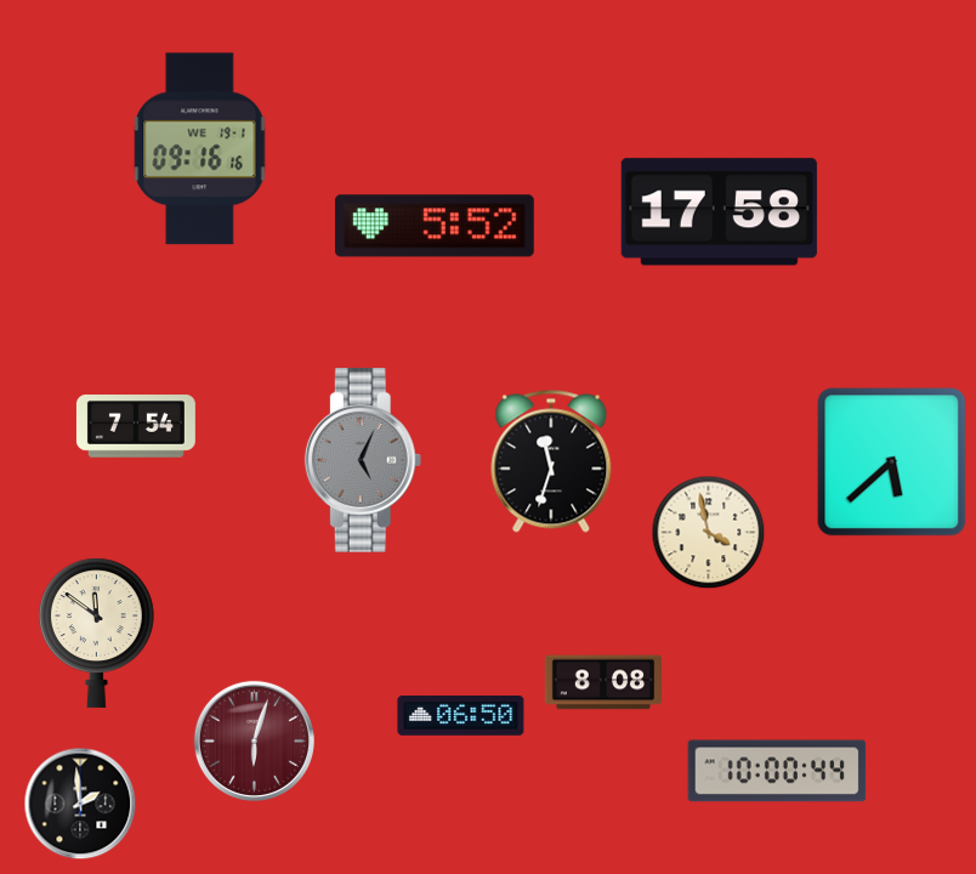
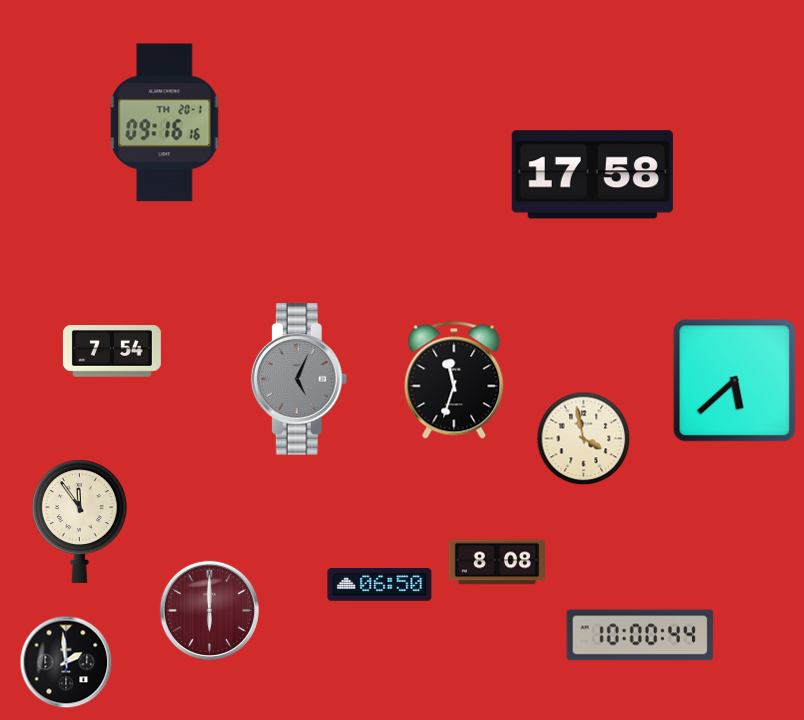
clock at (200, 149) date: WE 19-1 -> TH 20-1
clock at (435, 226): 5:52 -> none
clock at (96, 632): 11:51 -> 11:54
clock at (461, 716) position: (461, 716) -> (380, 585)
clock at (254, 740): 6:03 -> 6:00
